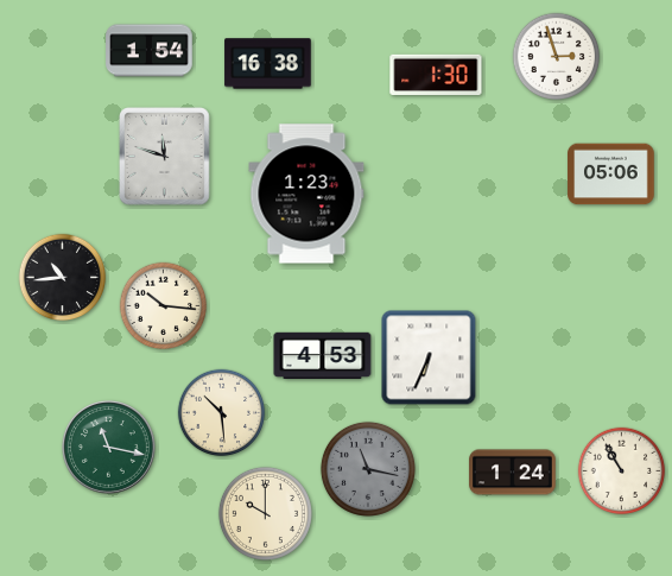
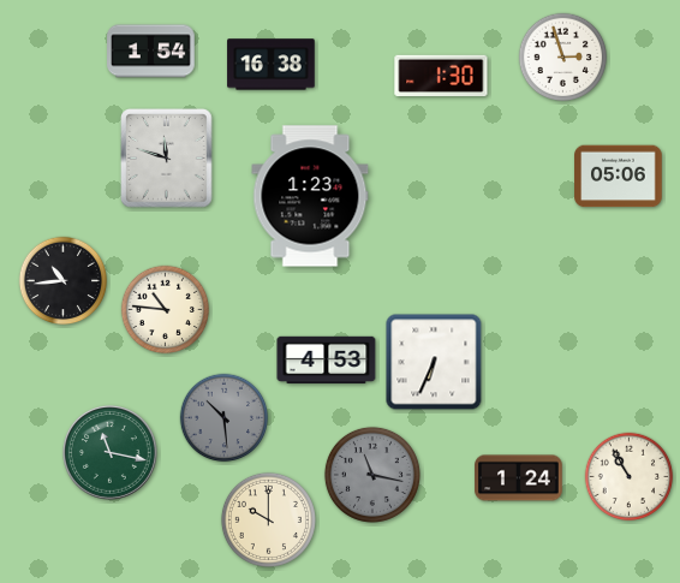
clock at (164, 306): 10:16 -> 10:46
clock at (222, 413) dial: cream -> grey
